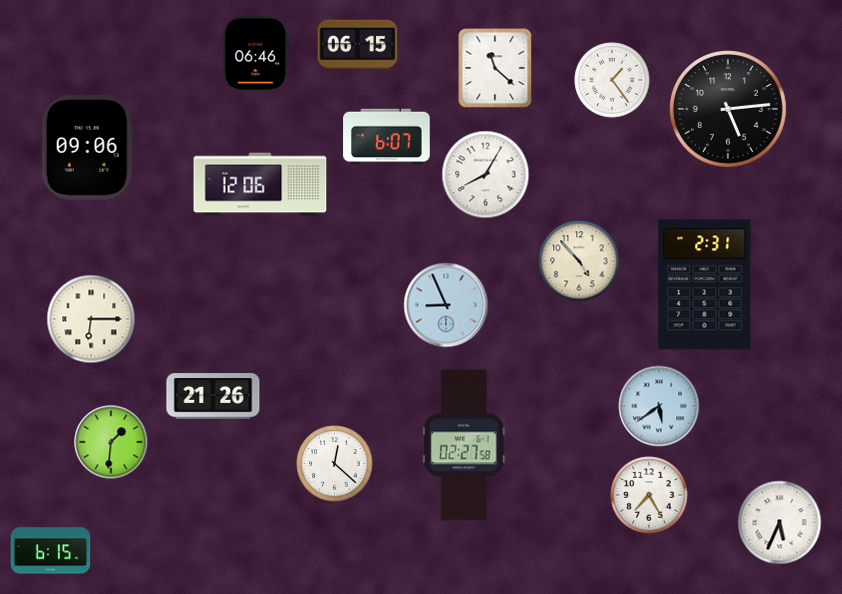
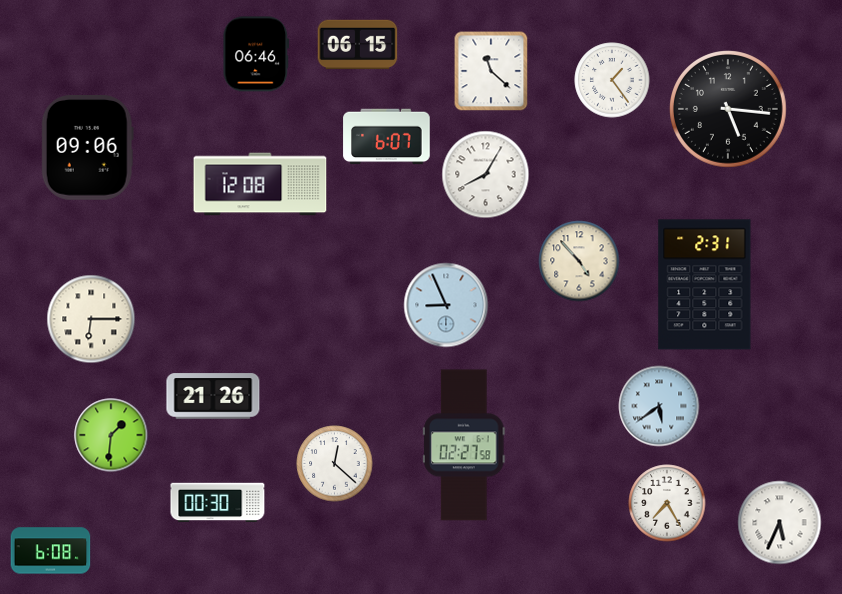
clock at (495, 68) position: (495, 68) -> (491, 71)
clock at (729, 110): 5:14 -> 5:16
clock at (260, 184): 12:06 -> 12:08
clock at (111, 442) position: (111, 442) -> (111, 435)
clock at (649, 495) position: (649, 495) -> (667, 503)
clock at (218, 503): none -> 00:30
clock at (51, 551): 6:15 -> 6:08
